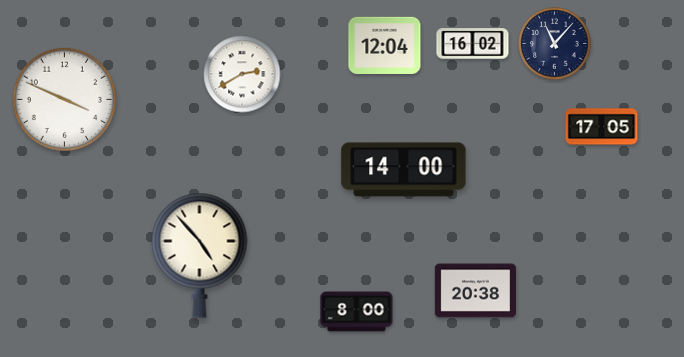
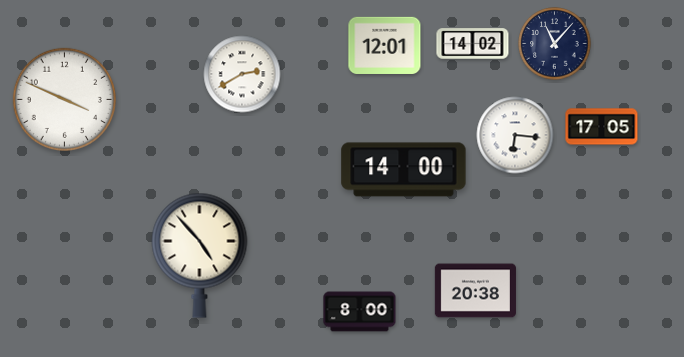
clock at (473, 44): 16:02 -> 14:02
clock at (385, 45): 12:04 -> 12:01
clock at (515, 135): none -> 6:16
clock at (357, 312) position: (357, 312) -> (360, 312)
